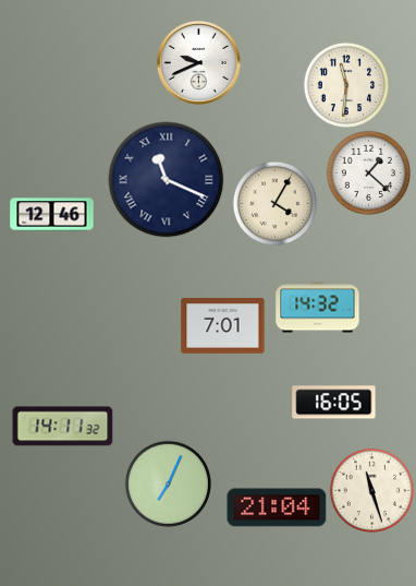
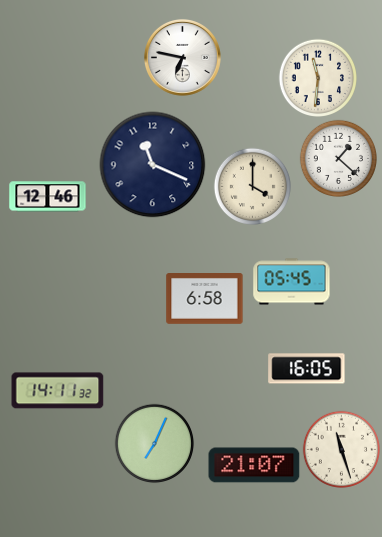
clock at (198, 62): 9:41 -> 6:47
clock at (167, 180) numerals: Roman -> Arabic
clock at (274, 203): 4:05 -> 4:00
clock at (318, 308): 14:32 -> 05:45
clock at (223, 326): 7:01 -> 6:58
clock at (277, 507): 21:04 -> 21:07
